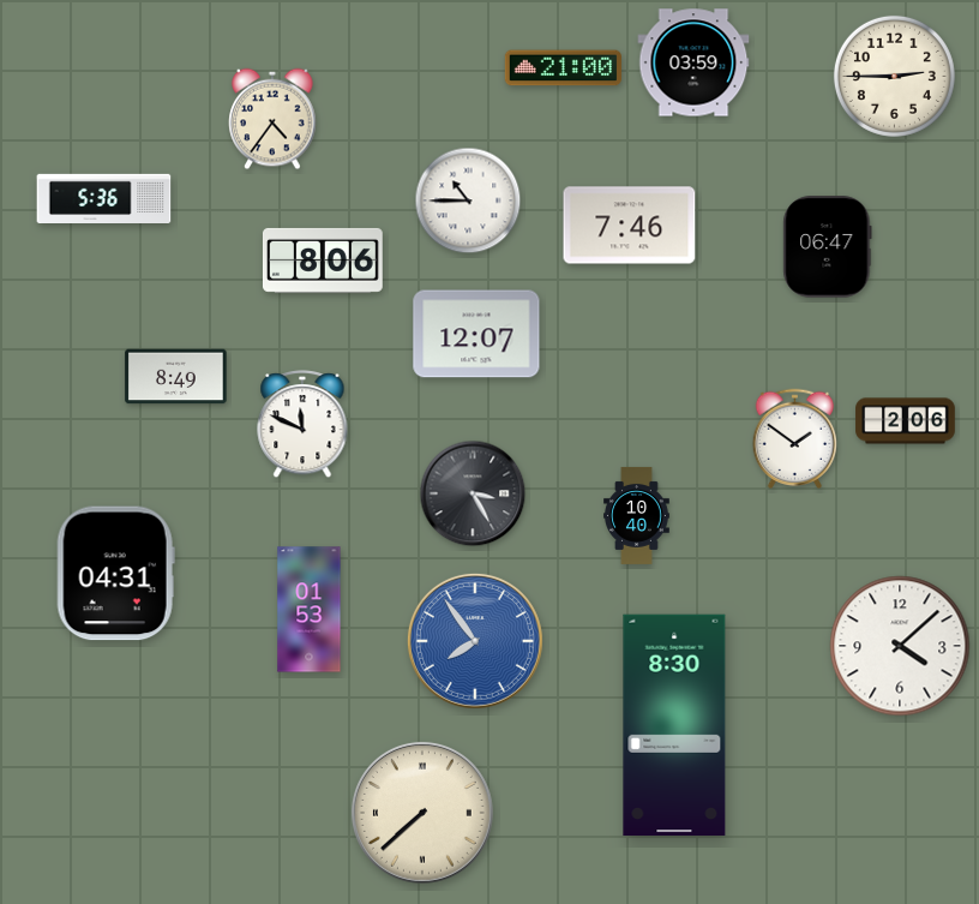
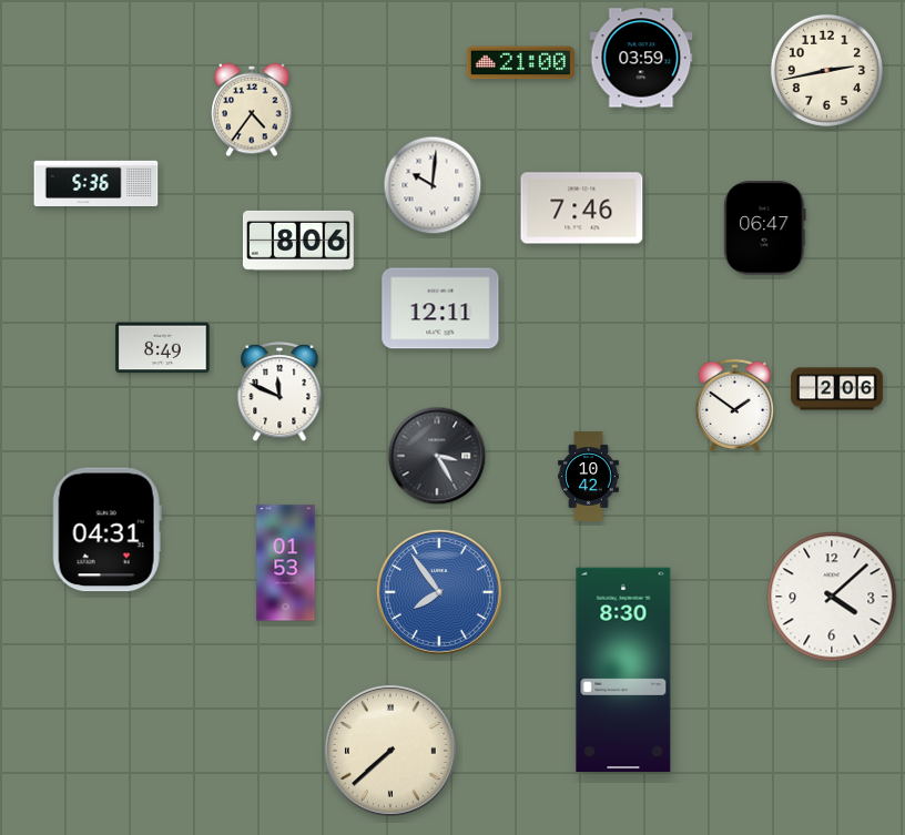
clock at (894, 76): 2:45 -> 2:43
clock at (468, 200): 10:45 -> 10:01
clock at (476, 334): 12:07 -> 12:11
clock at (637, 515): 10:40 -> 10:42
